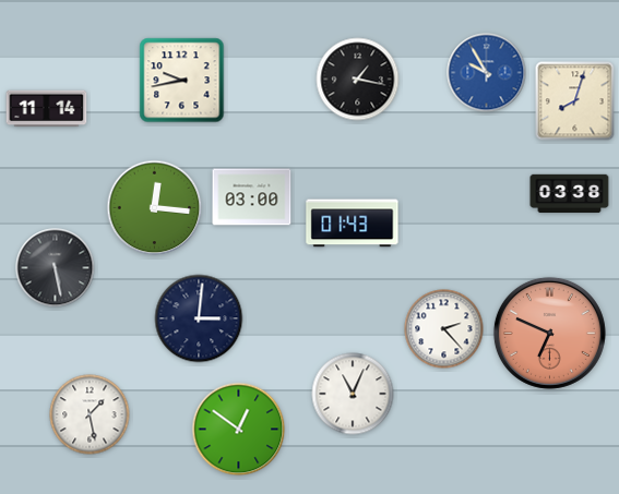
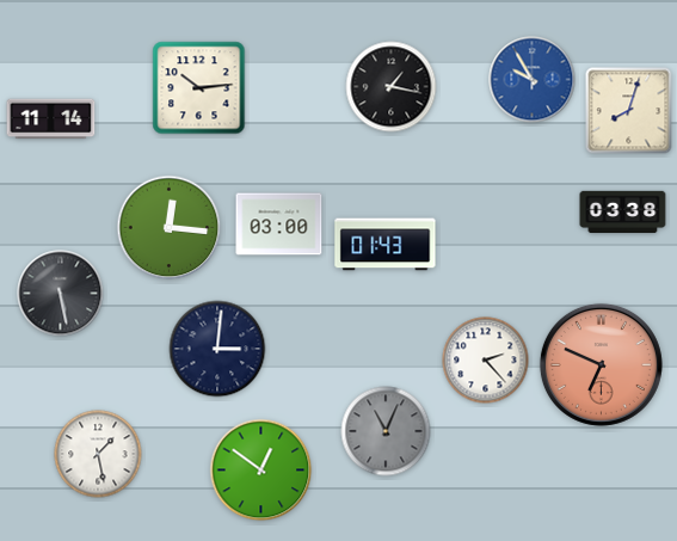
clock at (182, 81): 9:43 -> 10:14
clock at (252, 197) position: (252, 197) -> (279, 225)
clock at (353, 394) dial: white -> grey
